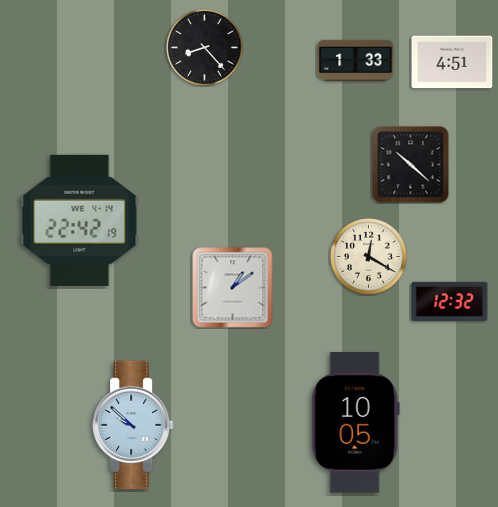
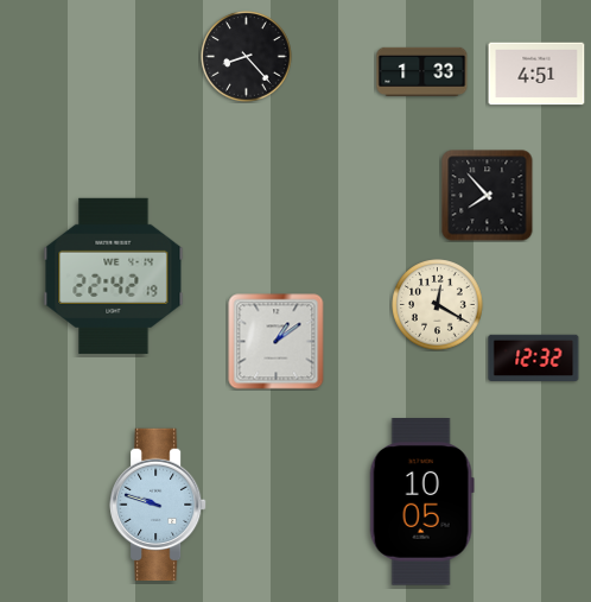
clock at (205, 48) position: (205, 48) -> (247, 57)
clock at (411, 165): 10:22 -> 7:53
clock at (80, 220) position: (80, 220) -> (114, 275)
clock at (133, 425): 9:52 -> 9:48
